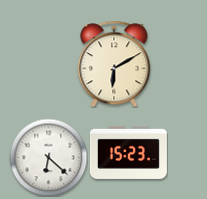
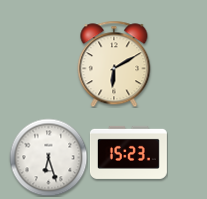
clock at (48, 157): 6:22 -> 6:27
